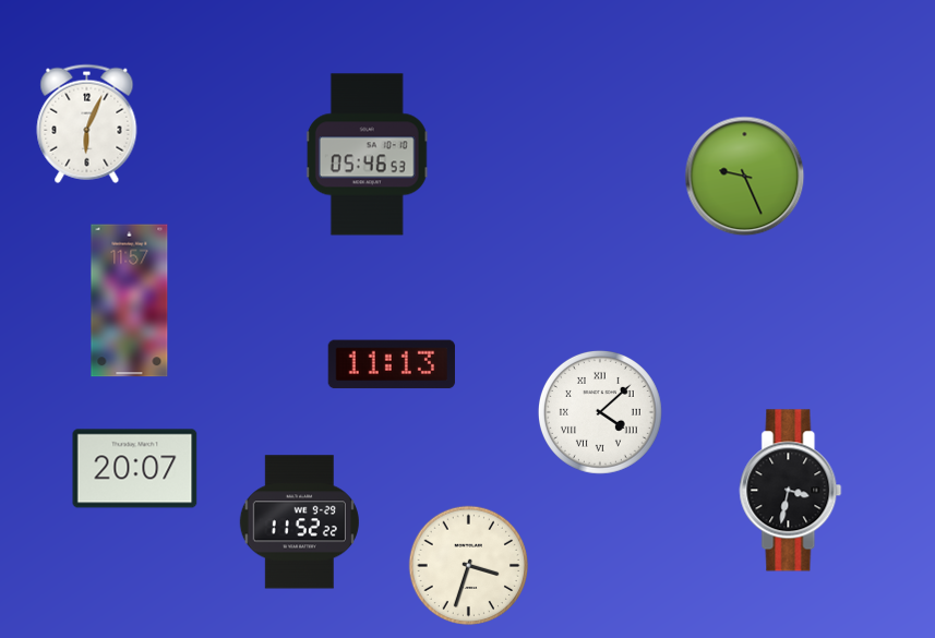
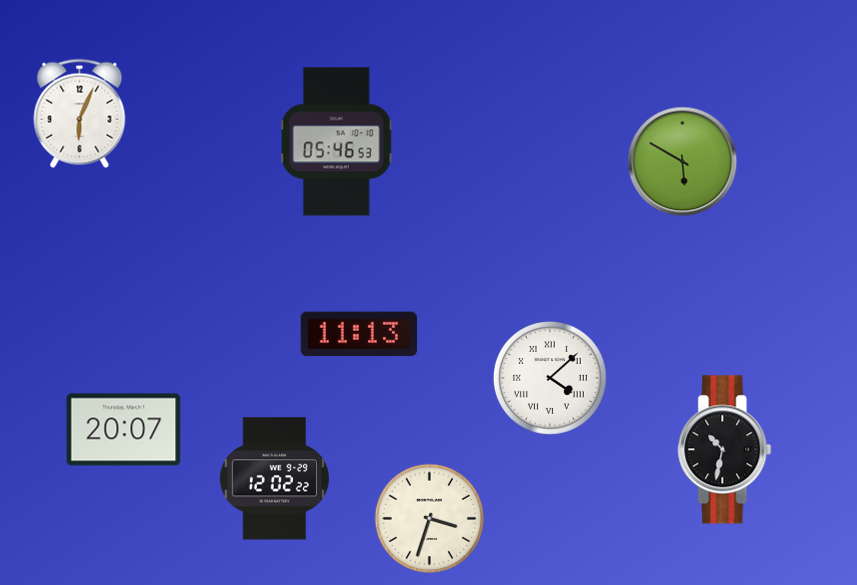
clock at (745, 177): 9:26 -> 5:50
clock at (130, 301): 11:57 -> none
clock at (791, 491): 3:32 -> 10:32
clock at (299, 522): 11:52 -> 12:02
